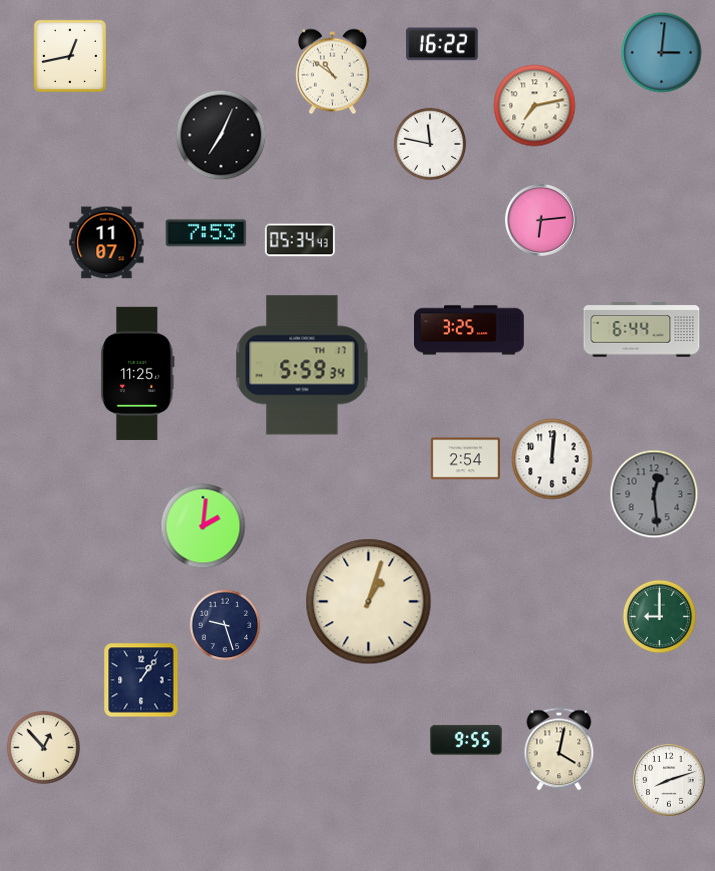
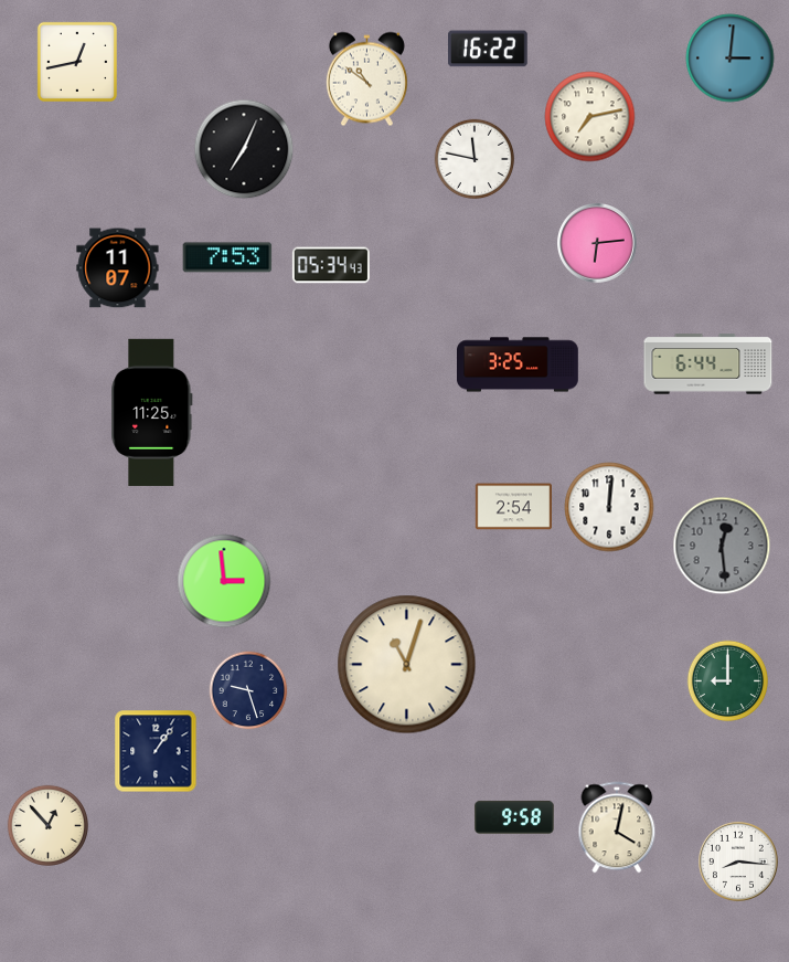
clock at (302, 365): 5:59 -> none
clock at (203, 526): 2:01 -> 2:59
clock at (369, 602): 1:03 -> 11:03
clock at (466, 740): 9:55 -> 9:58
clock at (670, 781): 8:12 -> 8:16
